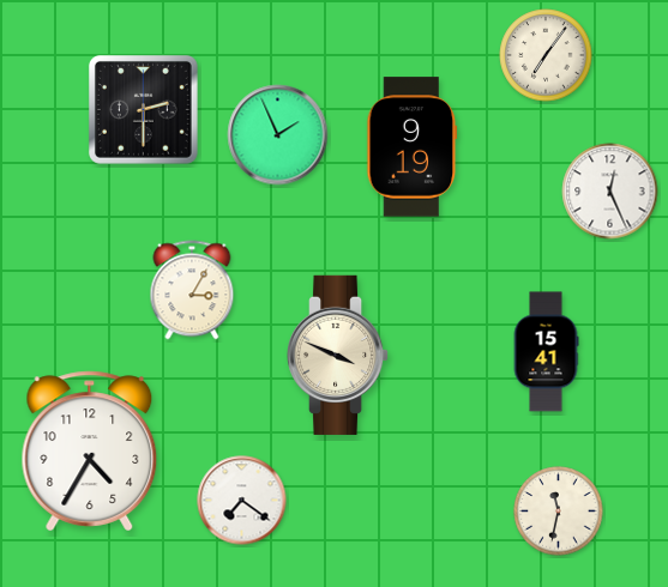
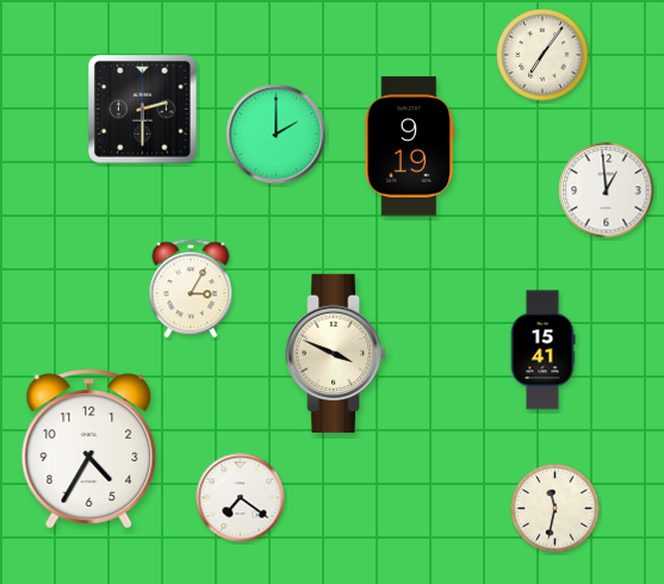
clock at (278, 135): 1:56 -> 2:00
clock at (610, 192): 12:26 -> 12:59
